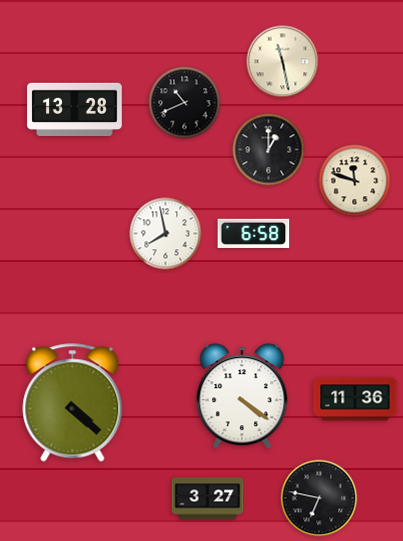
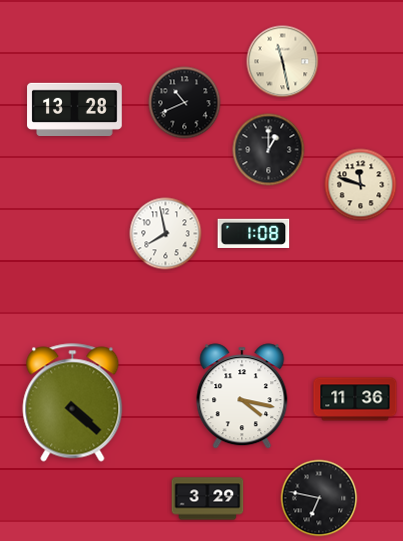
clock at (355, 181) position: (355, 181) -> (361, 185)
clock at (254, 233): 6:58 -> 1:08
clock at (242, 396): 4:21 -> 4:17
clock at (208, 499): 3:27 -> 3:29
